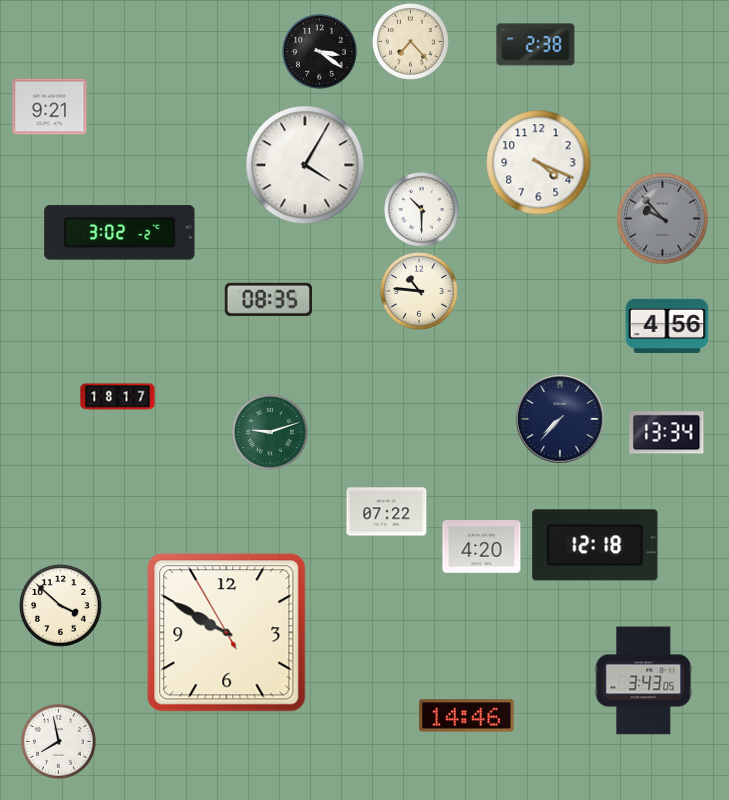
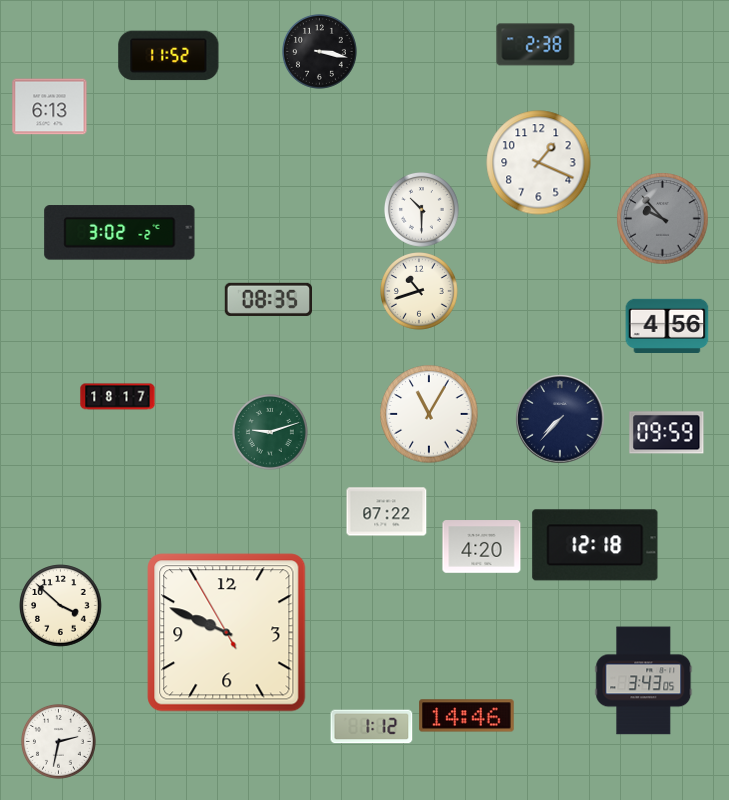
clock at (411, 42): 7:23 -> none
clock at (320, 52): 3:21 -> 3:17
clock at (169, 56): none -> 11:52
clock at (50, 107): 9:21 -> 6:13
clock at (539, 163): 4:19 -> 1:19
clock at (305, 165): 4:05 -> none
clock at (420, 292): 10:46 -> 10:42
clock at (429, 414): none -> 11:05
clock at (667, 433): 13:34 -> 09:59
clock at (227, 633): 9:49 -> 9:48
clock at (372, 727): none -> 1:12
clock at (59, 742): 7:58 -> 2:32
